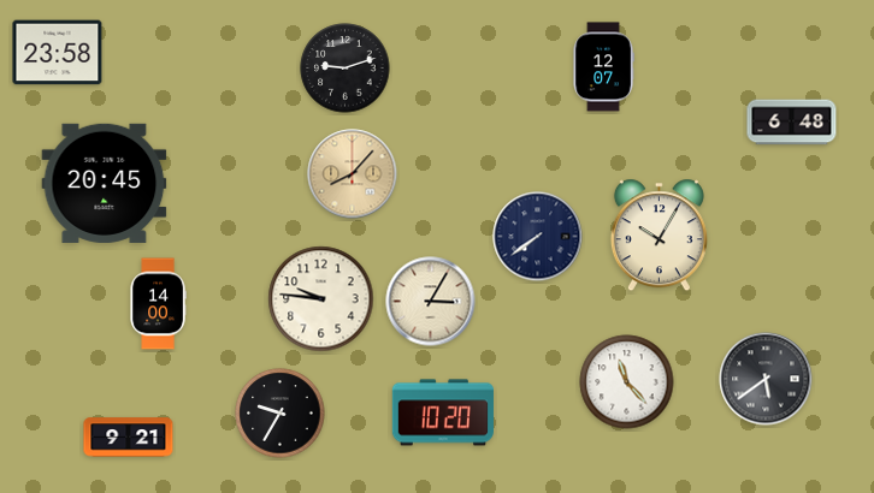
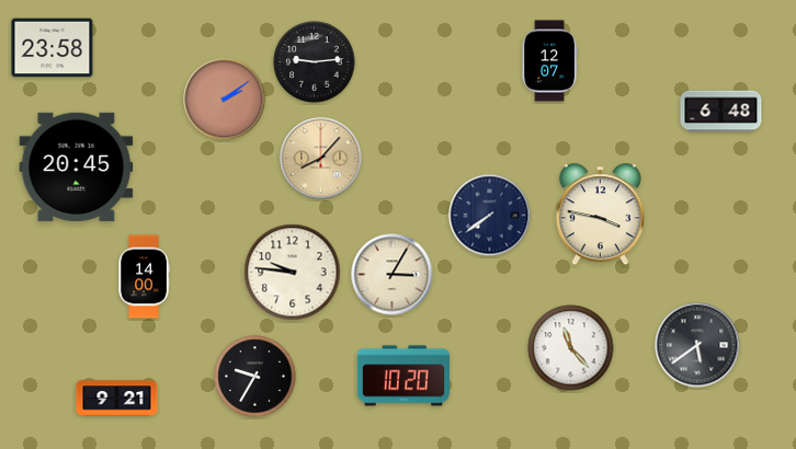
clock at (346, 69): 9:12 -> 9:14
clock at (225, 100): none -> 2:09
clock at (105, 183) position: (105, 183) -> (77, 166)
clock at (659, 236): 10:05 -> 3:47
